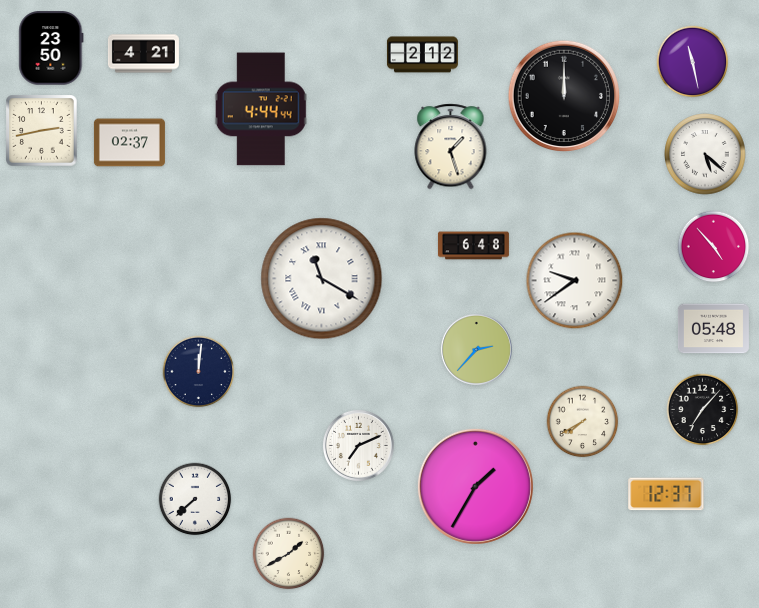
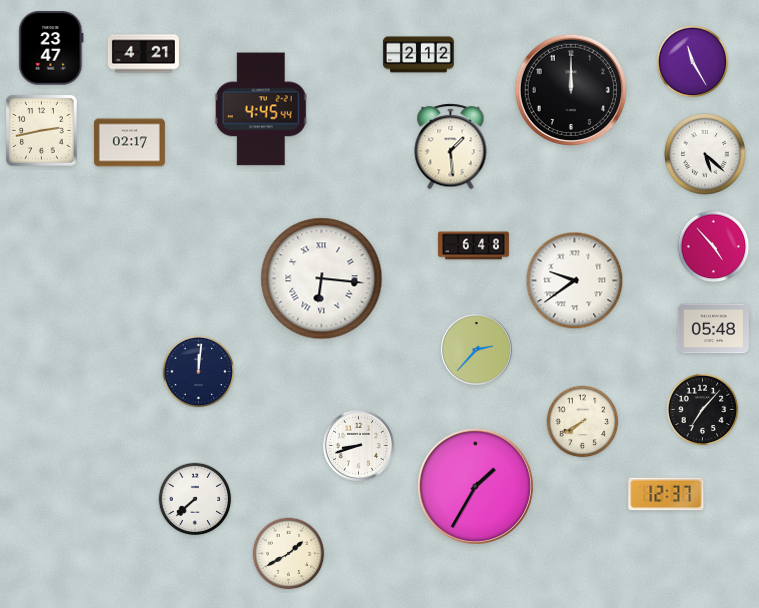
clock at (51, 48): 23:50 -> 23:47
clock at (422, 55) position: (422, 55) -> (418, 55)
clock at (693, 62): 11:28 -> 11:25
clock at (563, 95) position: (563, 95) -> (570, 89)
clock at (261, 109): 4:44 -> 4:45
clock at (129, 143): 02:37 -> 02:17
clock at (451, 147): 1:27 -> 1:29
clock at (322, 279): 11:20 -> 6:16
clock at (358, 445): 7:11 -> 8:42
